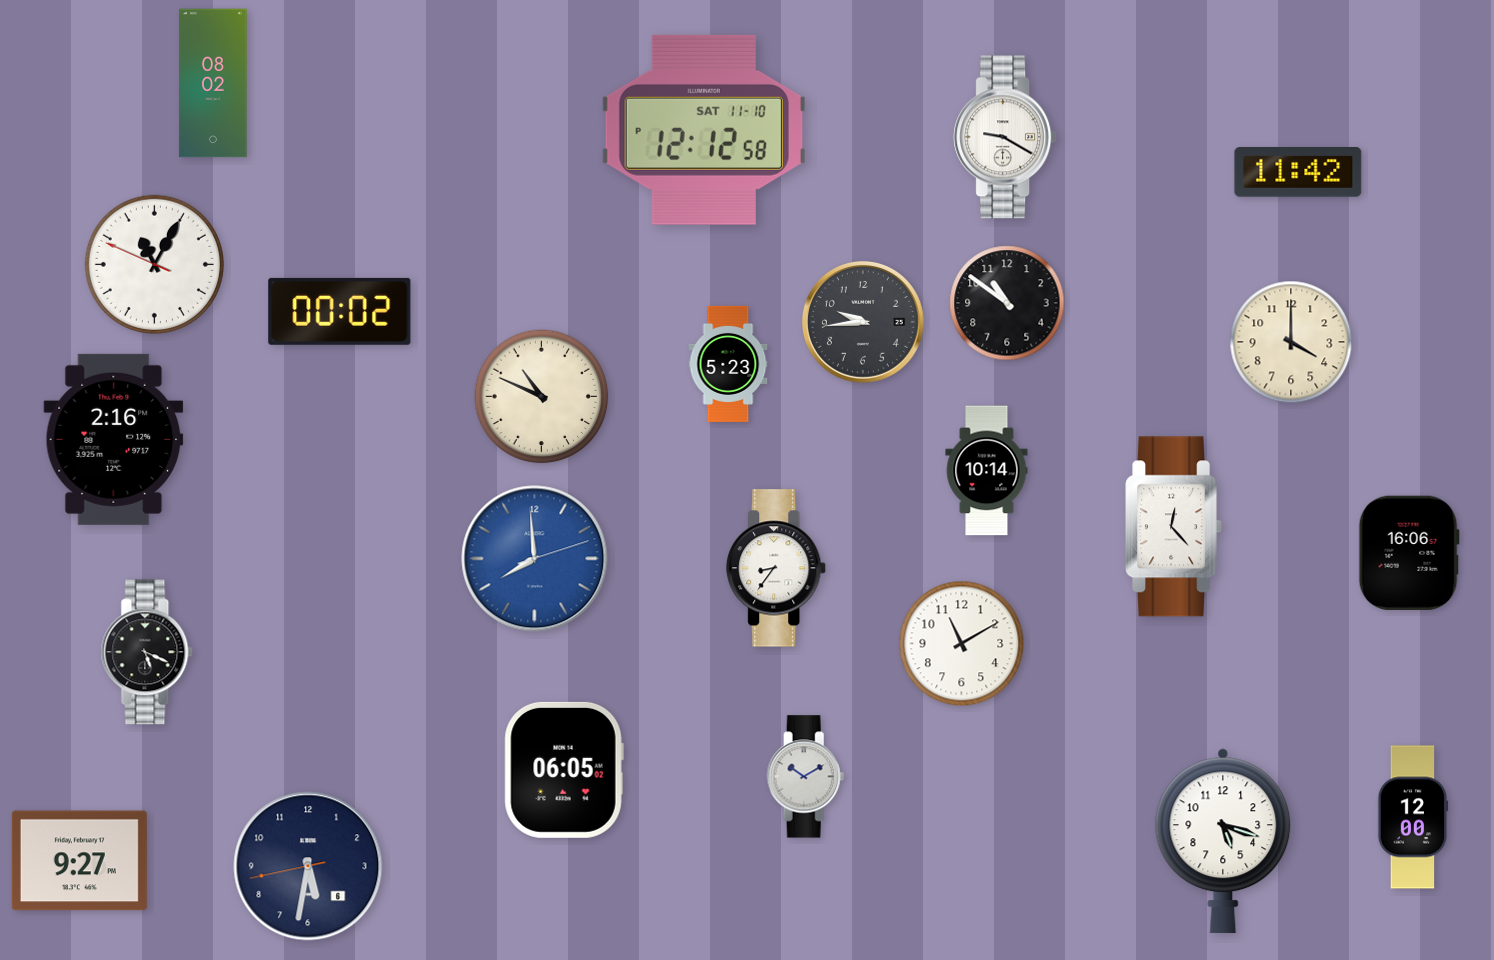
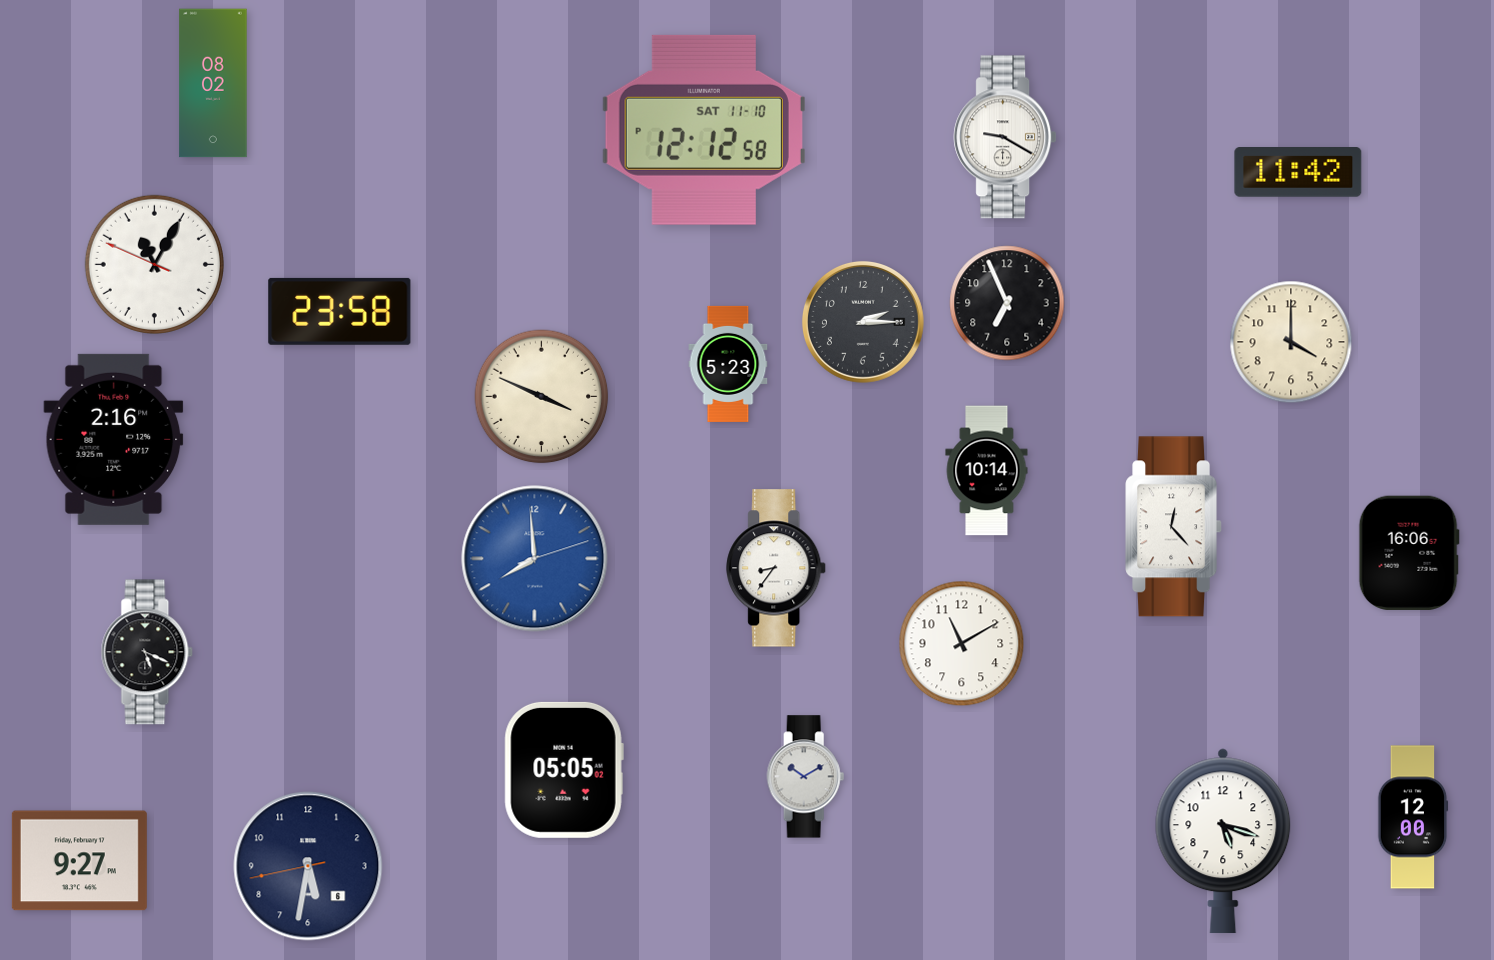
clock at (1007, 303): 10:51 -> 6:56
clock at (340, 311): 00:02 -> 23:58
clock at (863, 322): 9:44 -> 2:15
clock at (542, 397): 10:49 -> 3:49
clock at (564, 770): 06:05 -> 05:05
